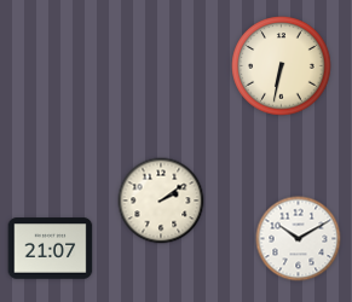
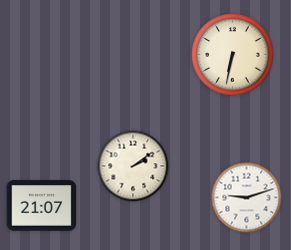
clock at (299, 239): 10:10 -> 9:12
